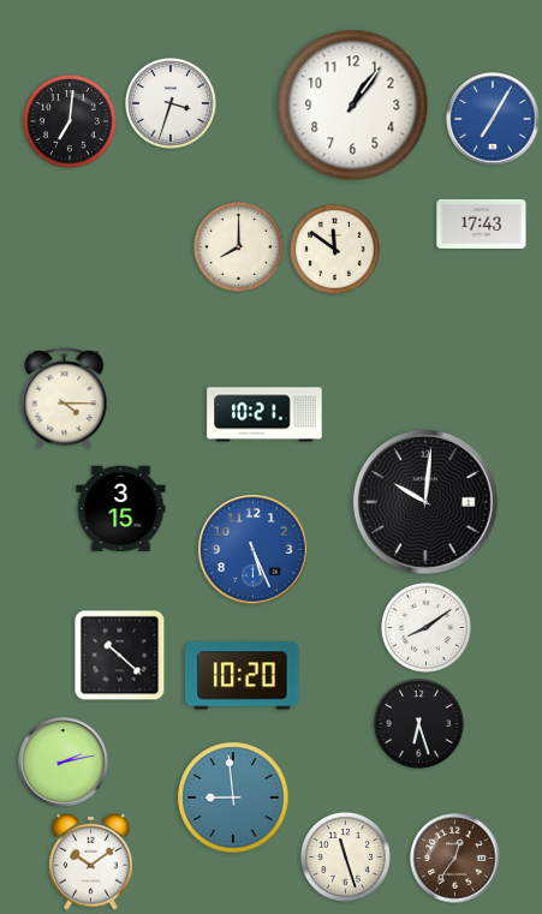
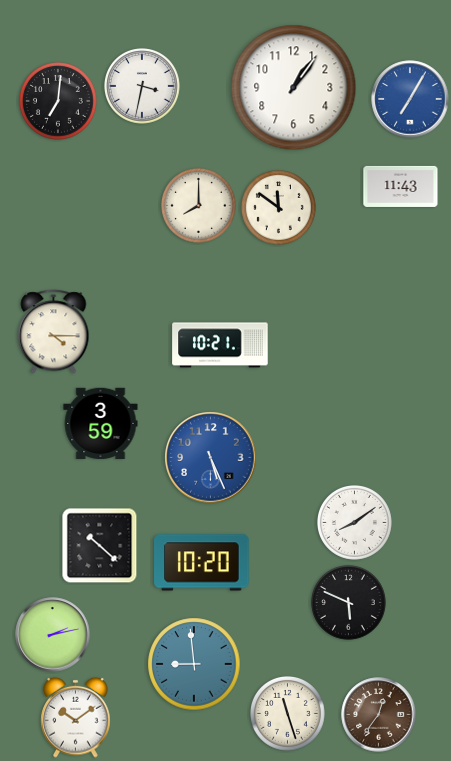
clock at (172, 104): 3:33 -> 3:32
clock at (482, 223): 17:43 -> 11:43
clock at (425, 502): 10:01 -> none
clock at (121, 508): 3:15 -> 3:59
clock at (419, 724): 6:27 -> 5:49
